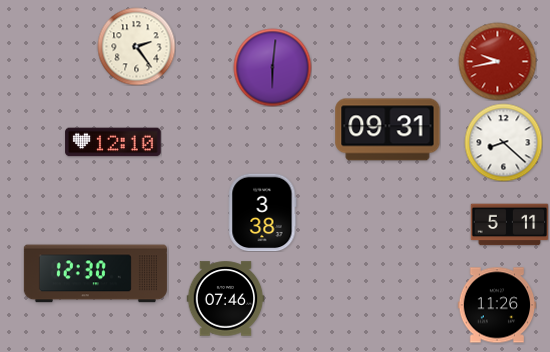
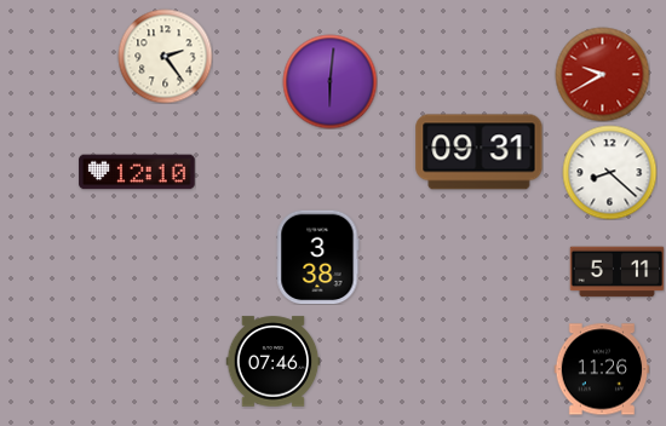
clock at (497, 61): 9:43 -> 9:40
clock at (388, 130) position: (388, 130) -> (480, 152)
clock at (95, 274): 12:30 -> none
